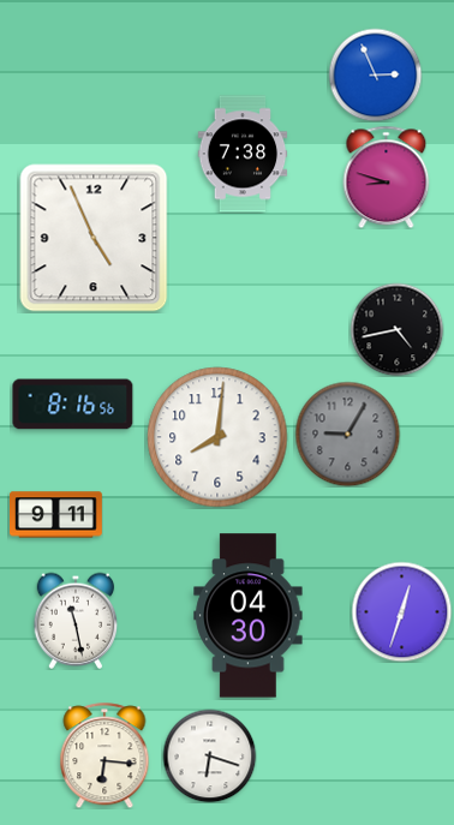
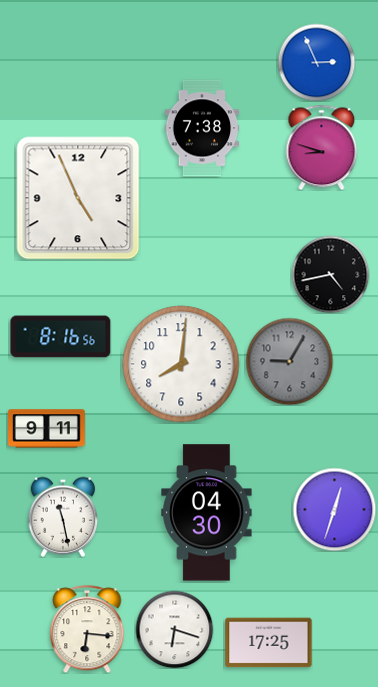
clock at (375, 74) position: (375, 74) -> (316, 62)
clock at (269, 643): none -> 17:25
